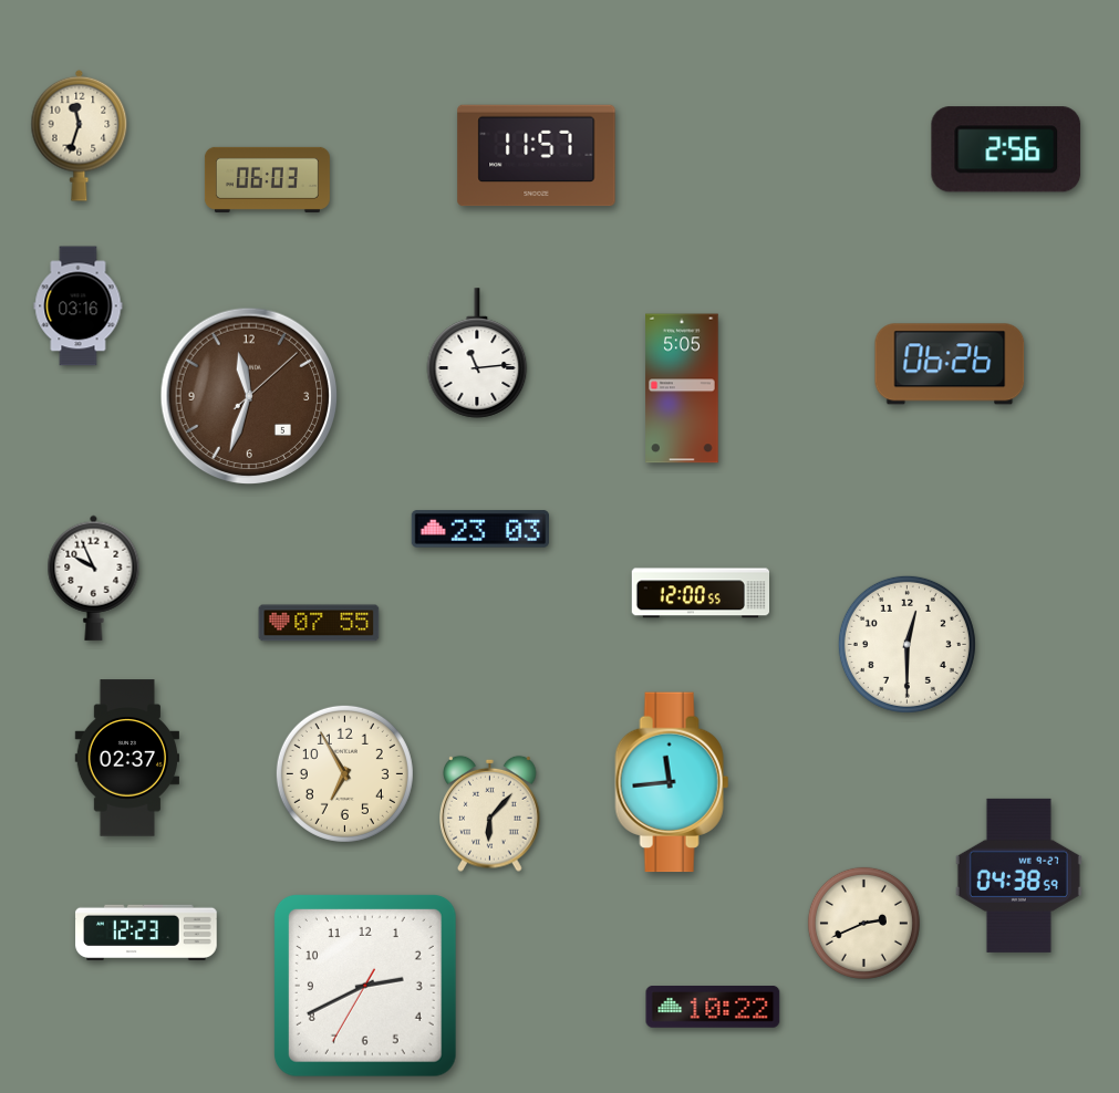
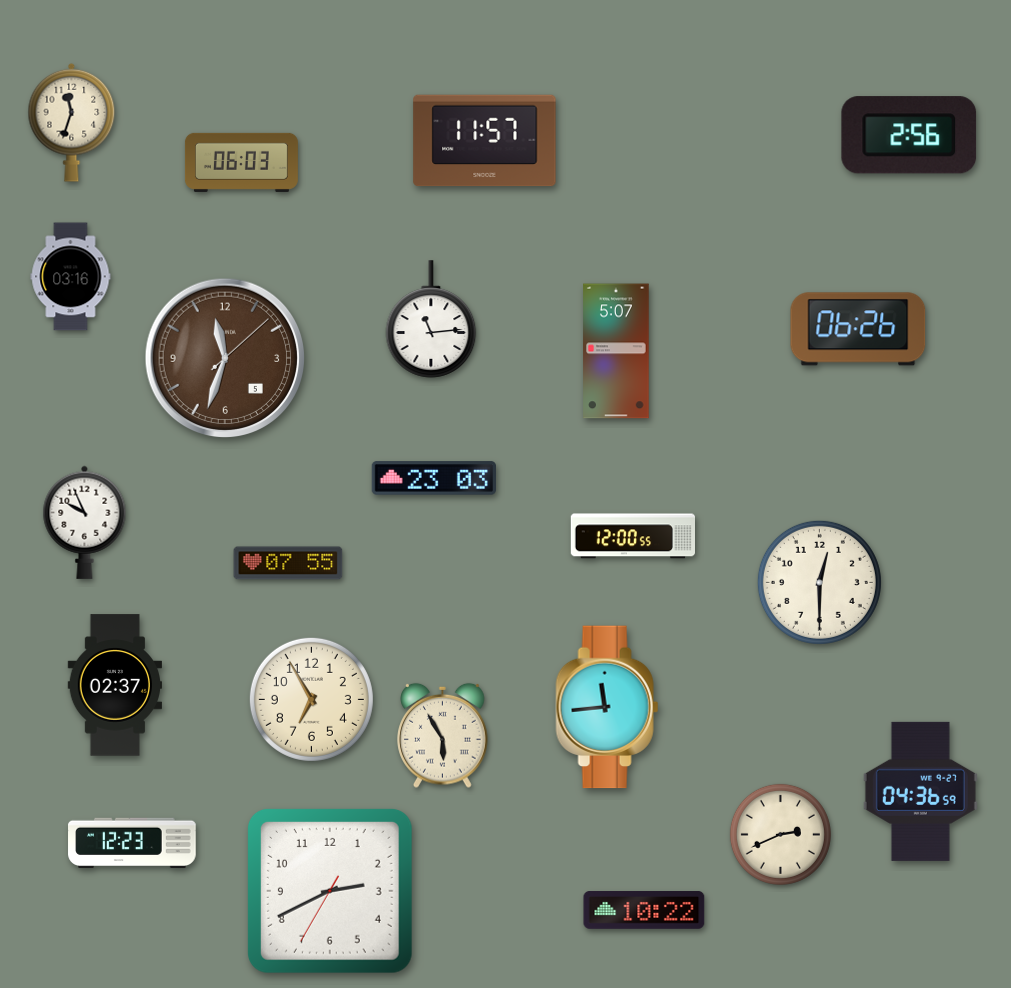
clock at (682, 388): 5:05 -> 5:07
clock at (490, 813): 6:07 -> 5:55
clock at (1018, 875): 04:38 -> 04:36
